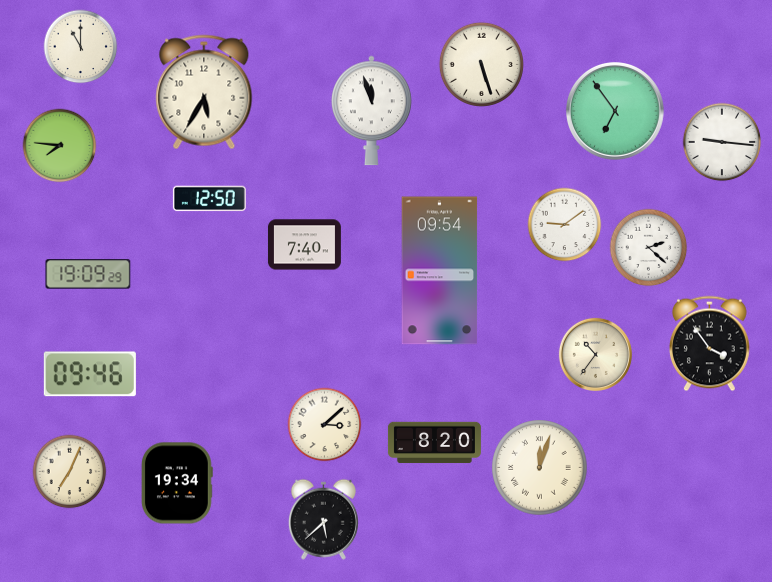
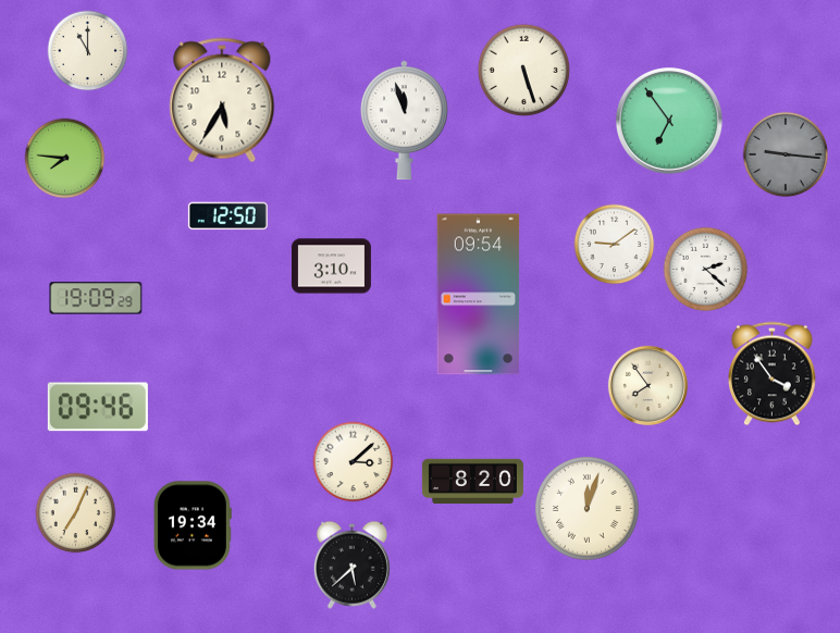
clock at (722, 142) dial: white -> grey
clock at (304, 245): 7:40 -> 3:10
clock at (595, 354): 10:36 -> 7:54
